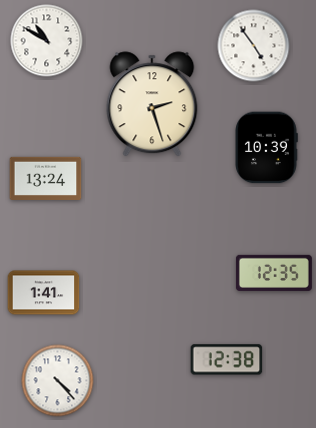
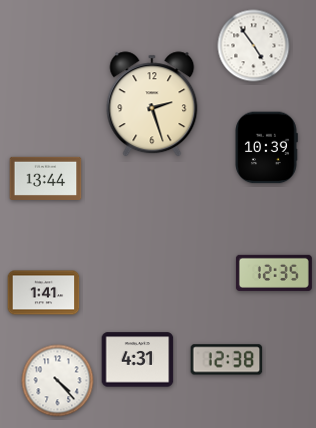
clock at (47, 41): 10:50 -> none
clock at (46, 178): 13:24 -> 13:44
clock at (138, 360): none -> 4:31
